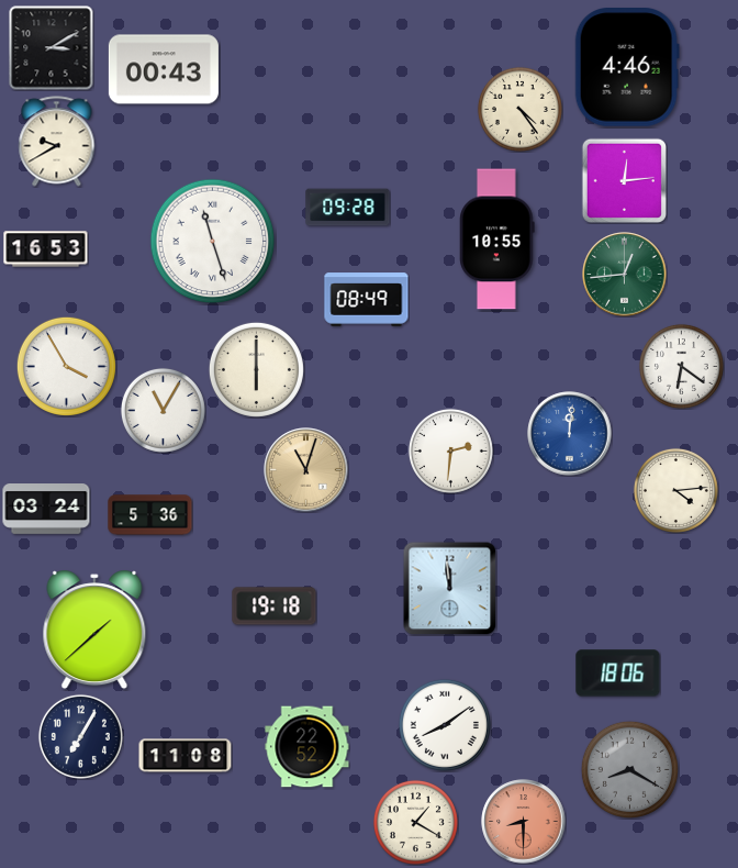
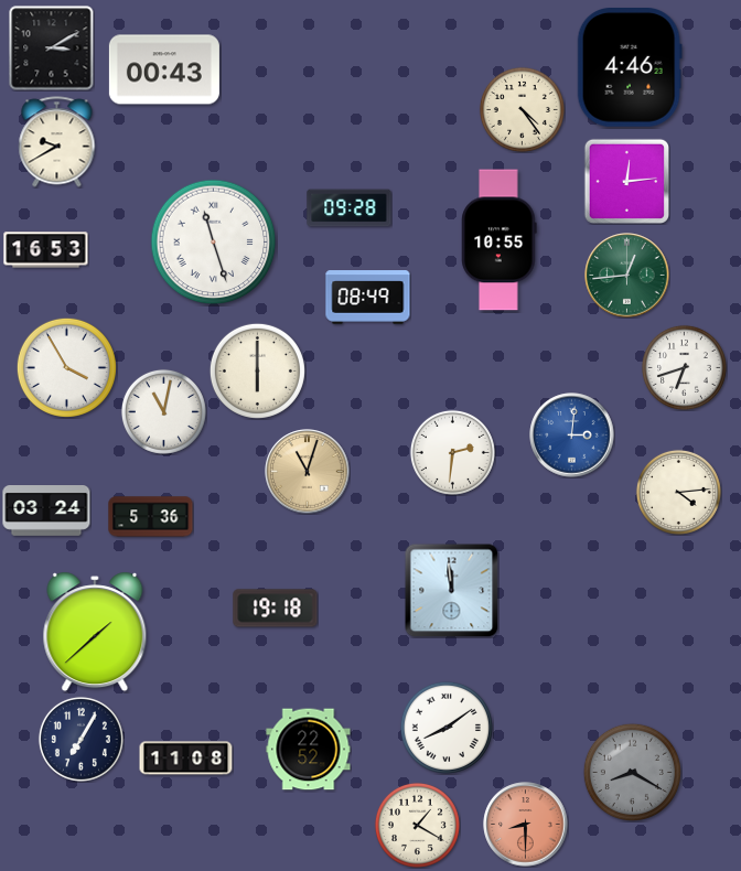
clock at (367, 300) position: (367, 300) -> (368, 298)
clock at (681, 366): 6:21 -> 6:42
clock at (163, 410): 11:05 -> 11:02
clock at (570, 434): 12:01 -> 3:01
clock at (618, 674): 18:06 -> none
